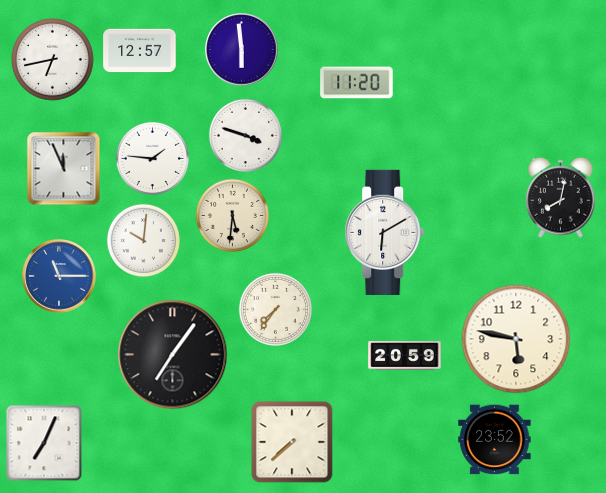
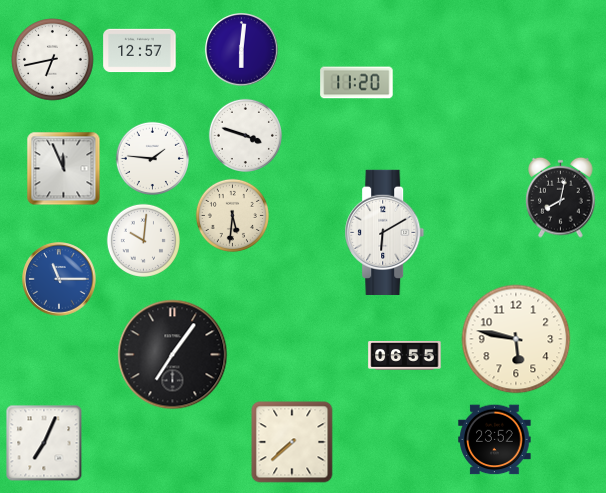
clock at (242, 50): 5:59 -> 6:01
clock at (59, 276) position: (59, 276) -> (59, 279)
clock at (275, 309): 7:36 -> none
clock at (405, 356): 20:59 -> 06:55
